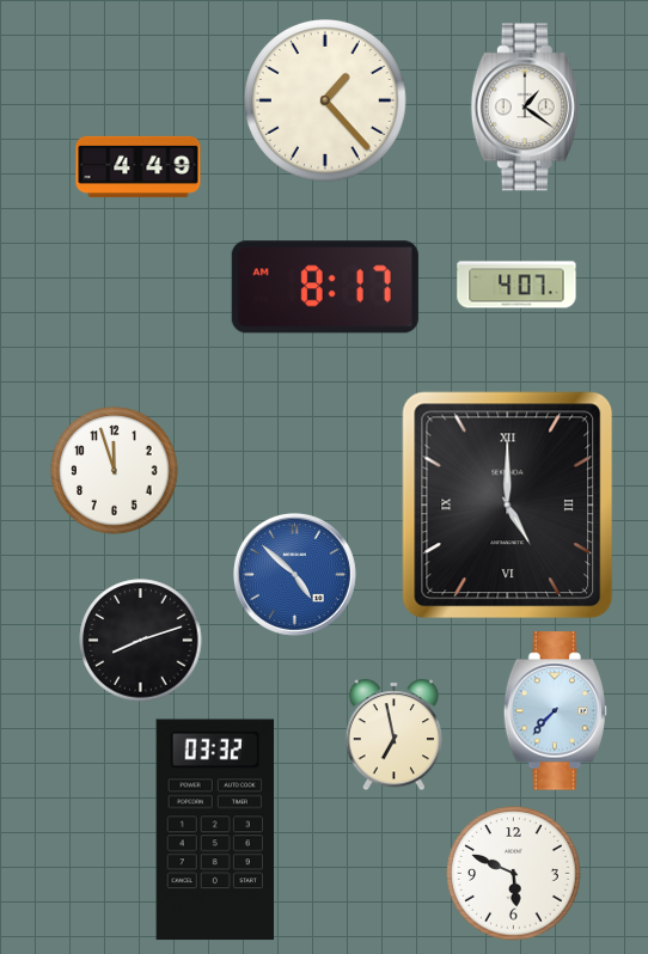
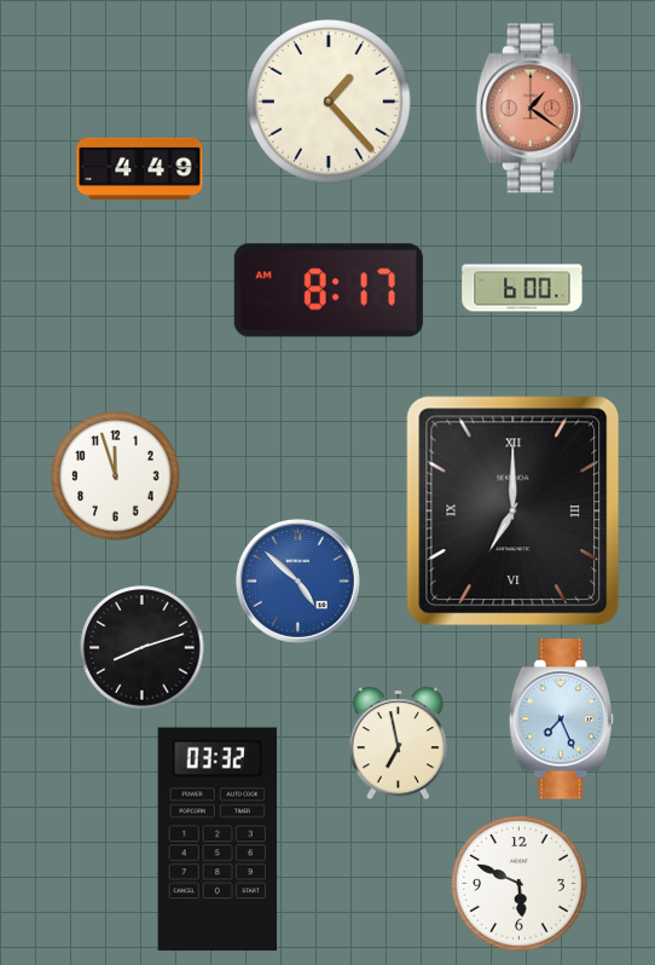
clock at (525, 108) dial: white -> salmon
clock at (516, 285): 4:07 -> 6:00
clock at (508, 506): 5:00 -> 7:00
clock at (556, 711): 7:37 -> 7:26
